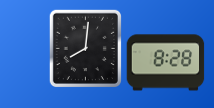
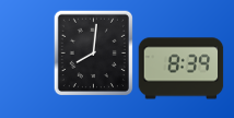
clock at (165, 63): 8:28 -> 8:39
